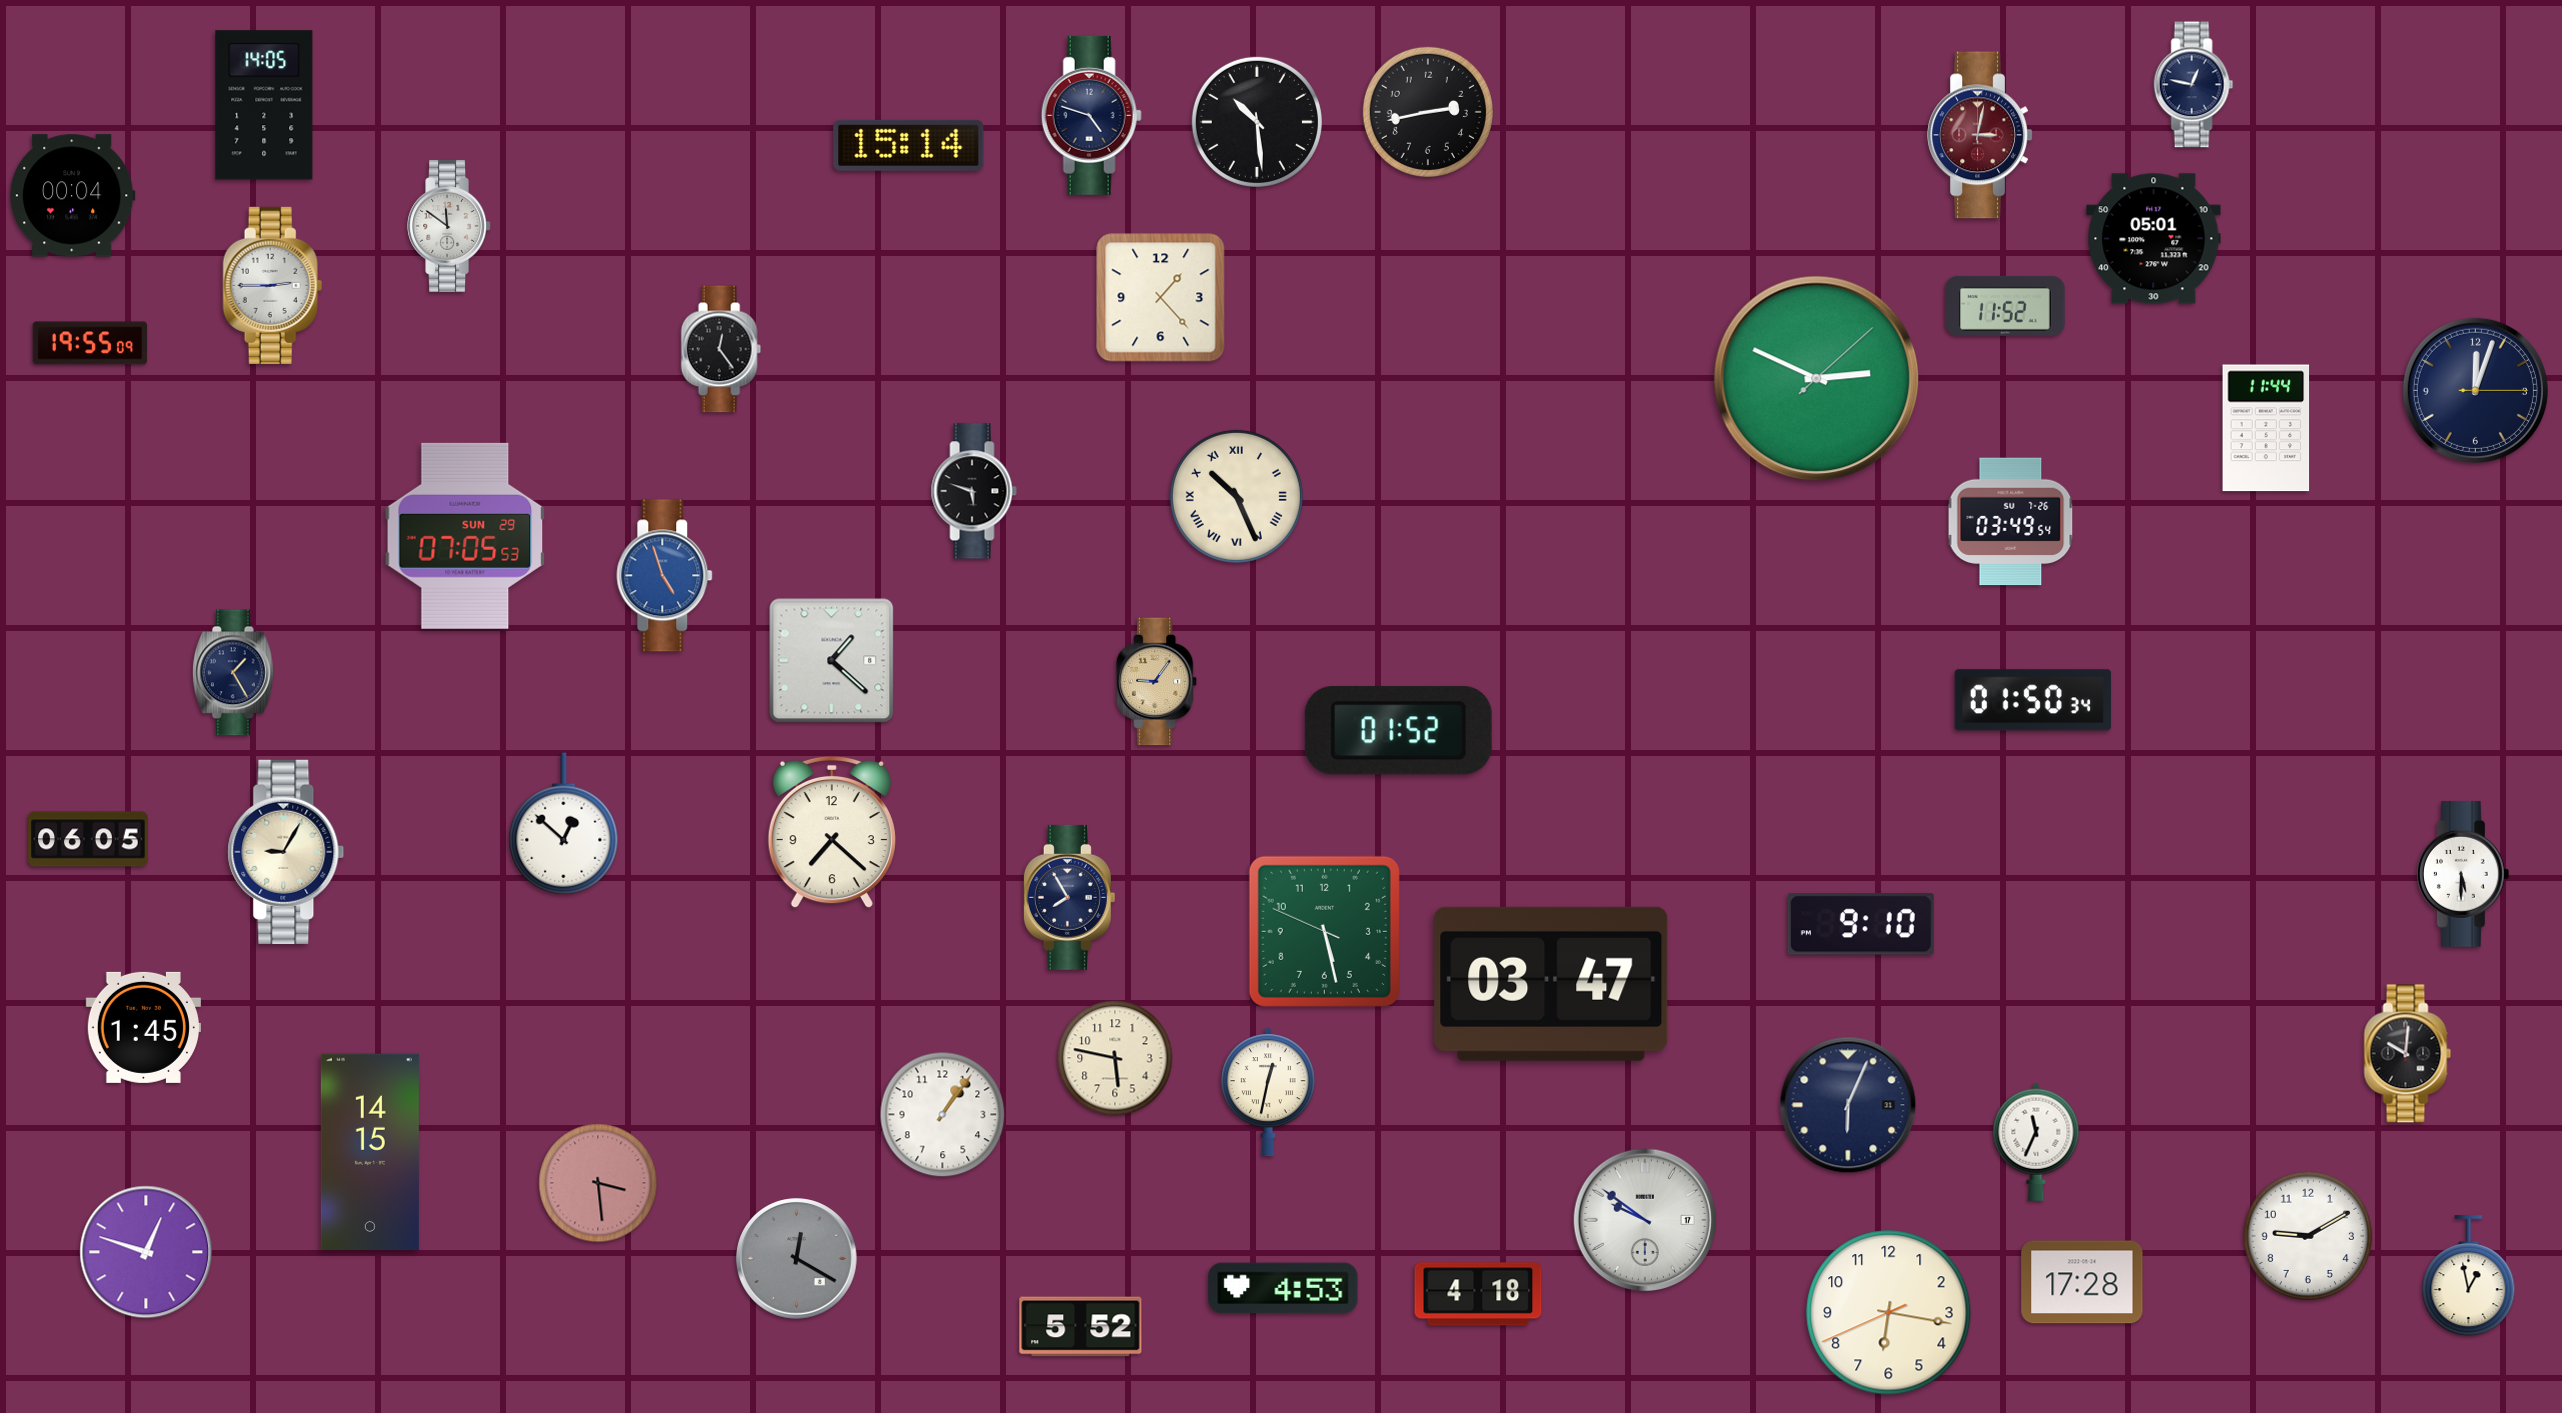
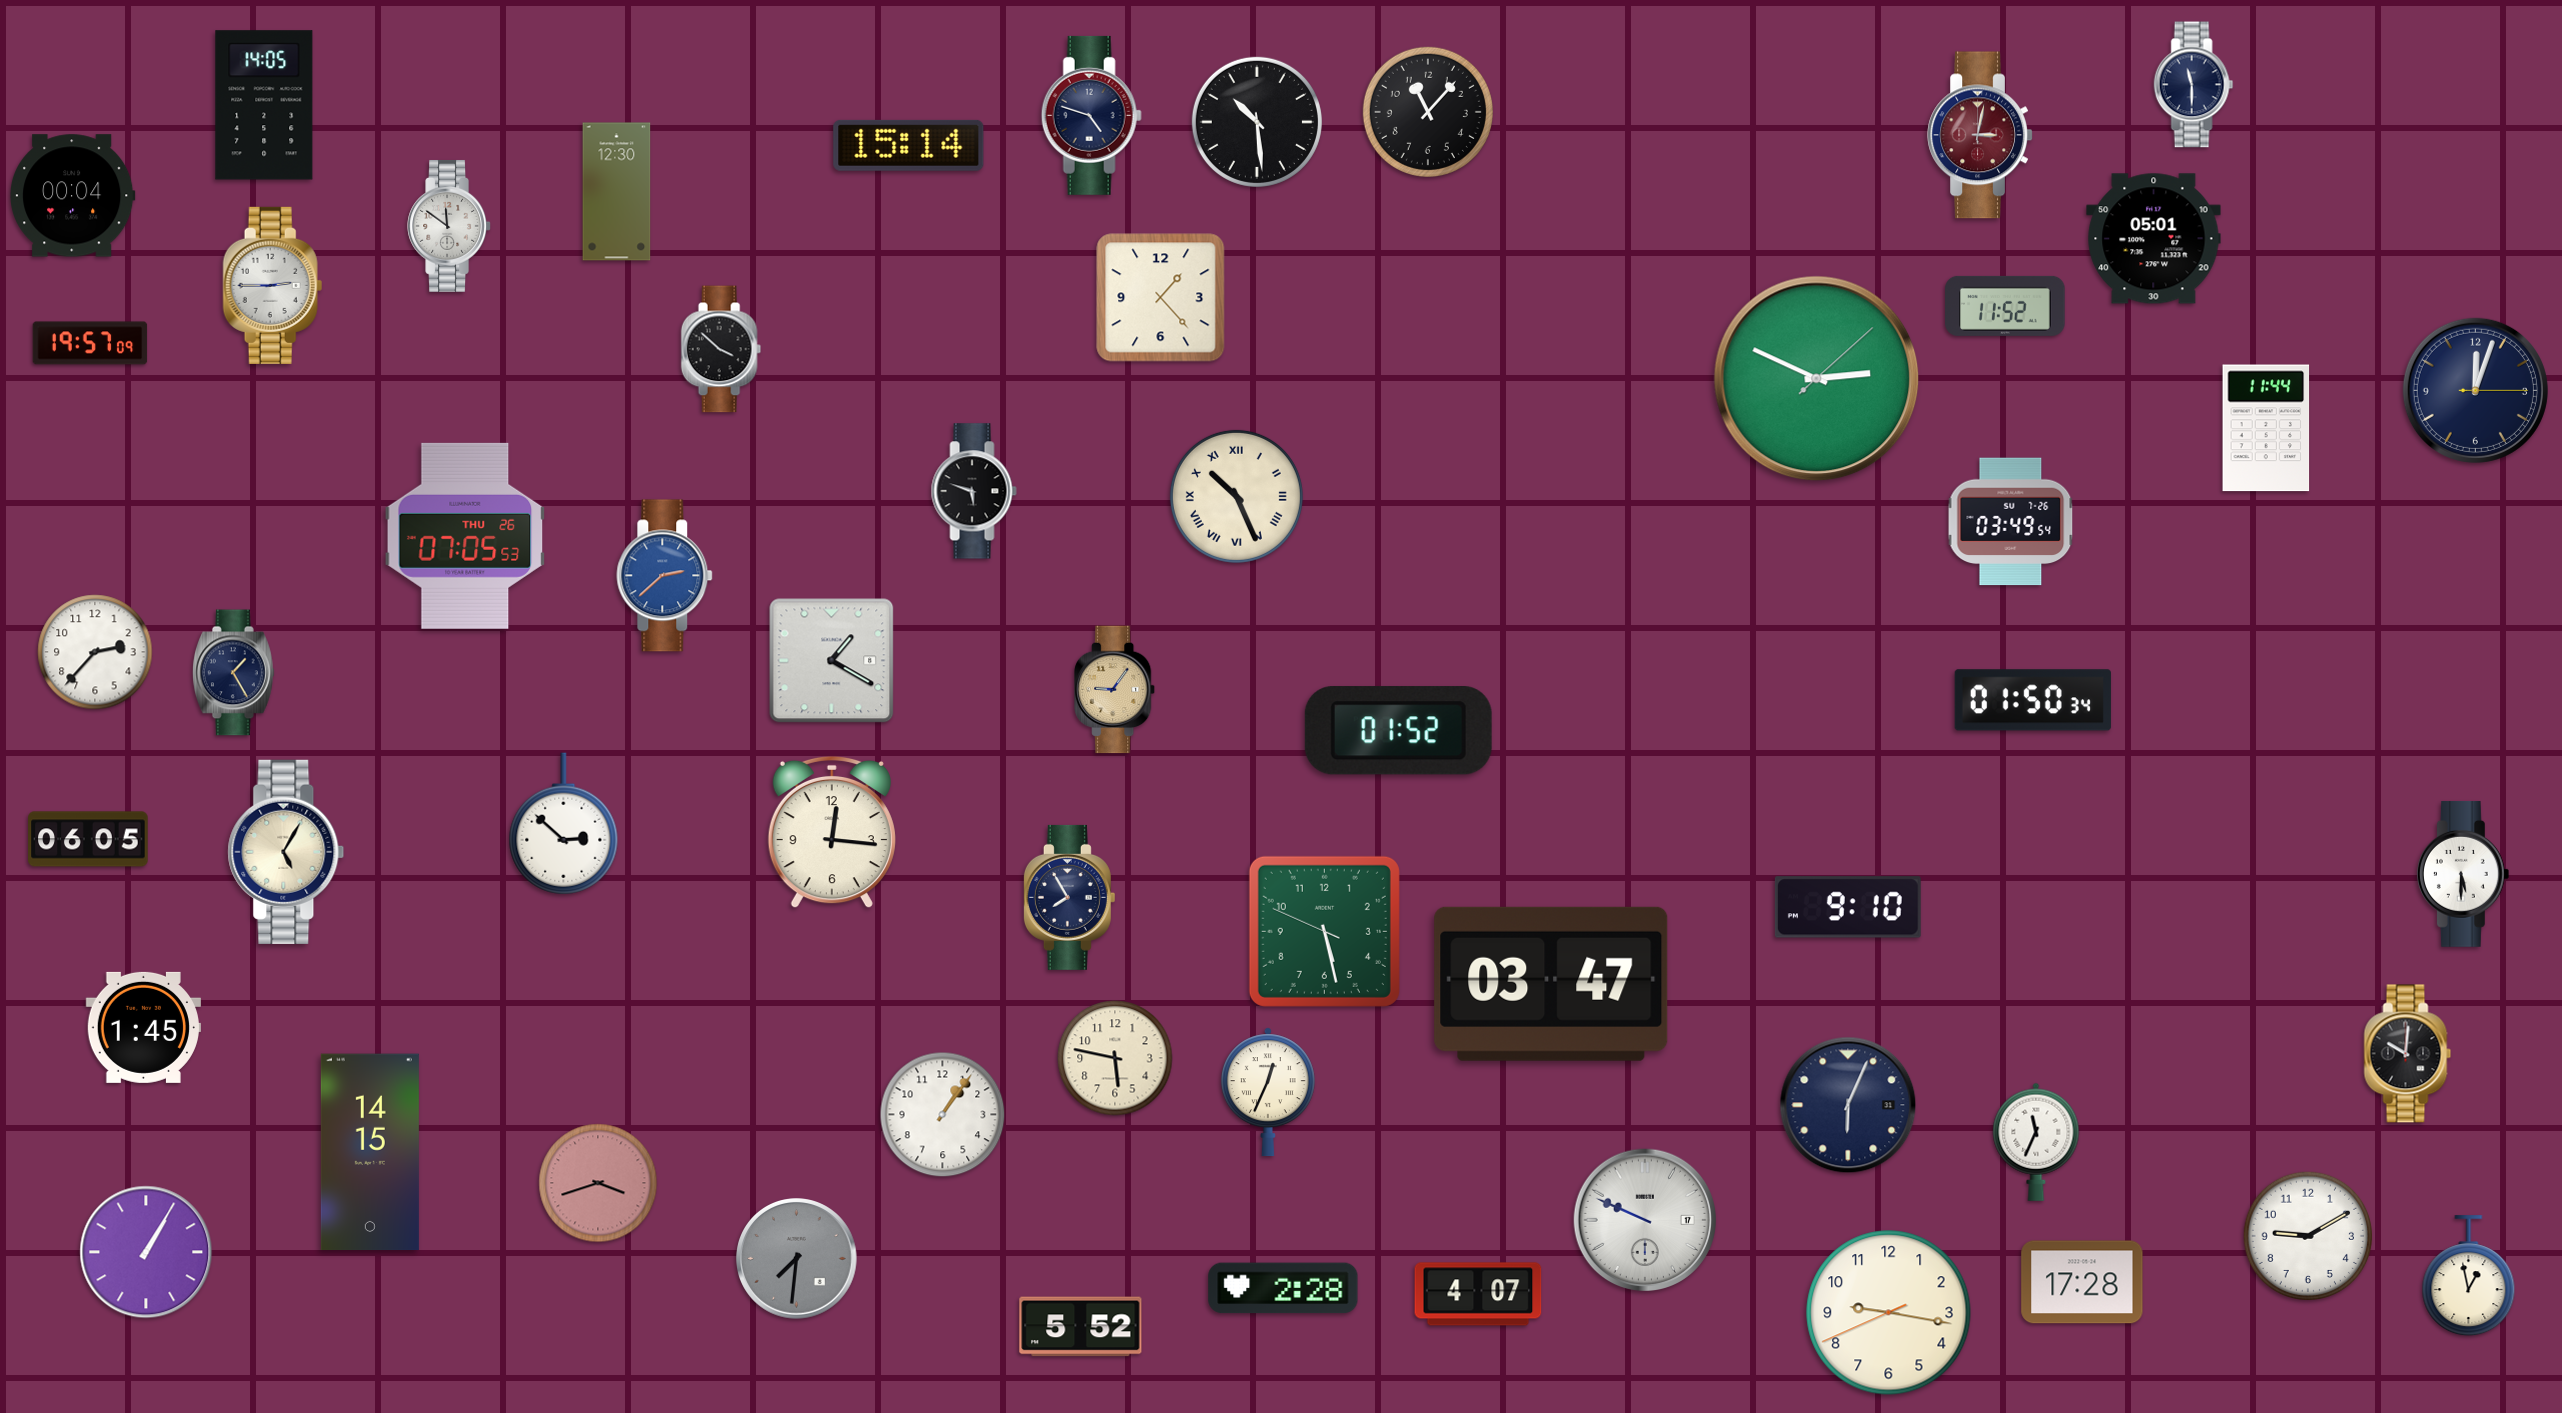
clock at (2194, 85): 12:47 -> 11:30
clock at (1428, 112): 2:43 -> 11:07
clock at (617, 192): none -> 12:30
clock at (90, 343): 19:55 -> 19:57
clock at (721, 349): 12:24 -> 3:52
clock at (465, 536) date: SUN 29 -> THU 26
clock at (665, 576): 4:57 -> 2:38
clock at (95, 652): none -> 2:37
clock at (832, 661): 1:22 -> 1:20
clock at (1158, 682) position: (1158, 682) -> (1116, 690)
clock at (564, 824): 12:52 -> 2:52
clock at (832, 832): 7:22 -> 12:16
clock at (286, 852): 9:05 -> 5:05
clock at (1861, 924) position: (1861, 924) -> (1848, 907)
clock at (1268, 1092): 12:32 -> 12:34
clock at (598, 1183): 3:29 -> 3:42
clock at (1644, 1219): 9:51 -> 9:49
clock at (146, 1252): 12:48 -> 1:05
clock at (797, 1259): 12:20 -> 7:31
clock at (1283, 1288): 4:53 -> 2:28
clock at (1478, 1294): 4:18 -> 4:07
clock at (1889, 1313): 6:16 -> 9:16
